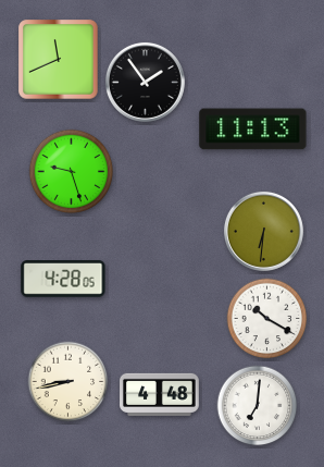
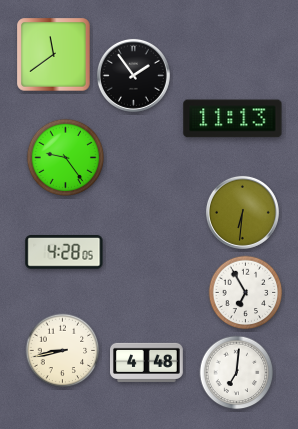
clock at (59, 60): 11:41 -> 11:39
clock at (72, 172): 9:27 -> 9:24
clock at (63, 280) position: (63, 280) -> (64, 253)
clock at (267, 319): 10:20 -> 6:55
